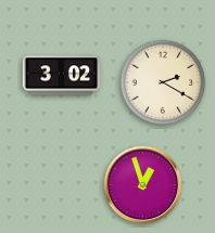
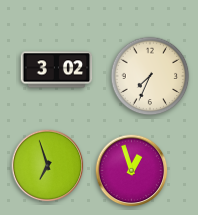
clock at (163, 82): 2:20 -> 7:34
clock at (48, 166): none -> 6:57
